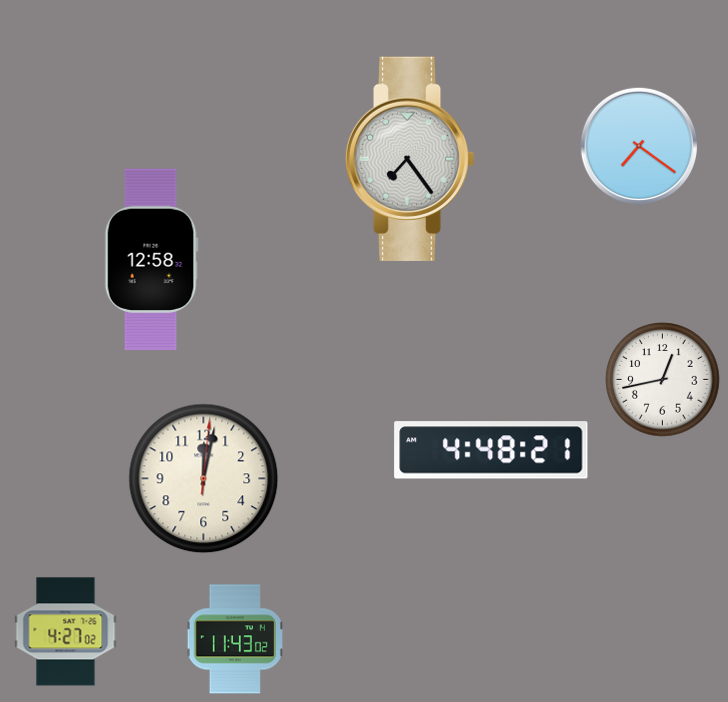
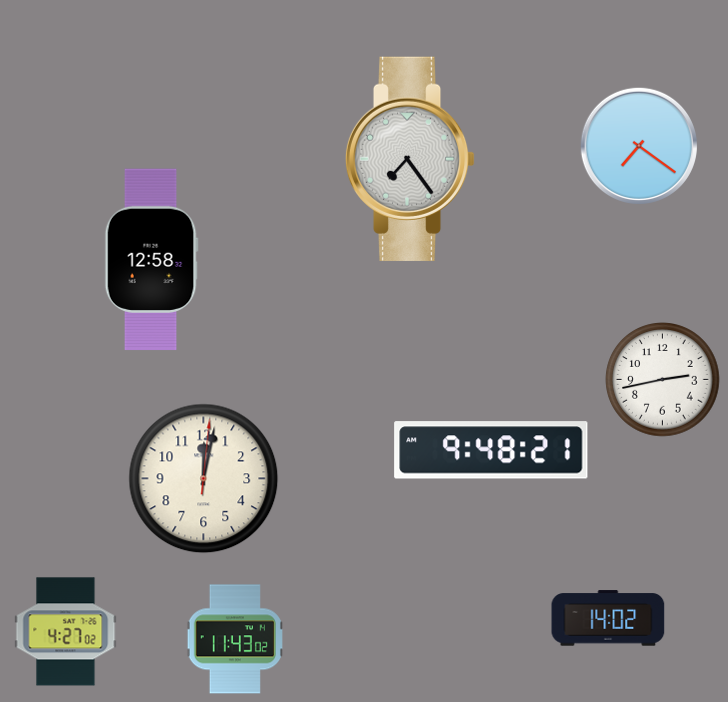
clock at (663, 380): 12:43 -> 2:43
clock at (491, 450): 4:48 -> 9:48
clock at (608, 618): none -> 14:02
